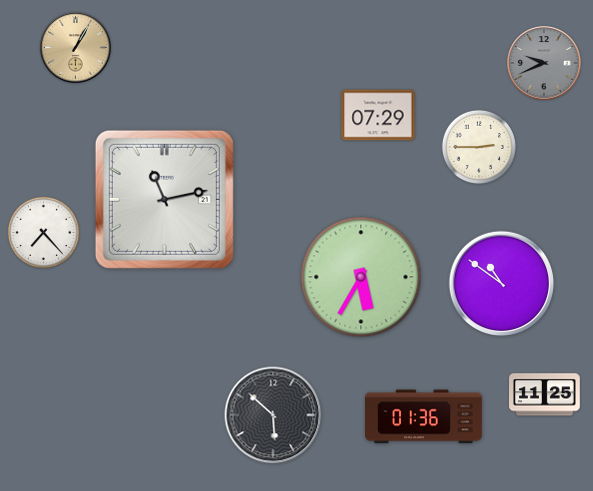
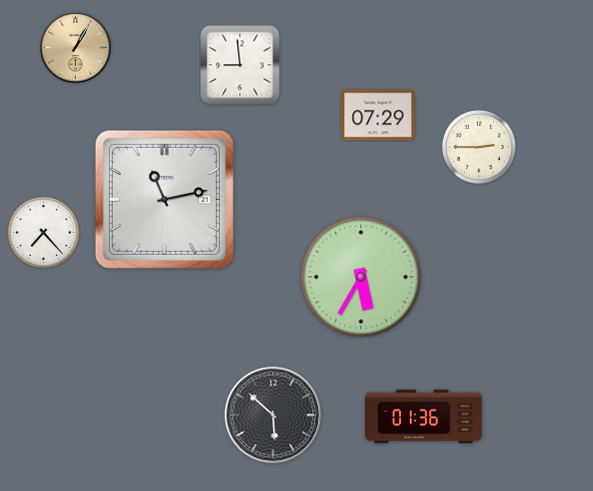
clock at (544, 63): 9:41 -> none
clock at (240, 65): none -> 8:59
clock at (502, 284): 10:51 -> none
clock at (545, 395): 11:25 -> none
